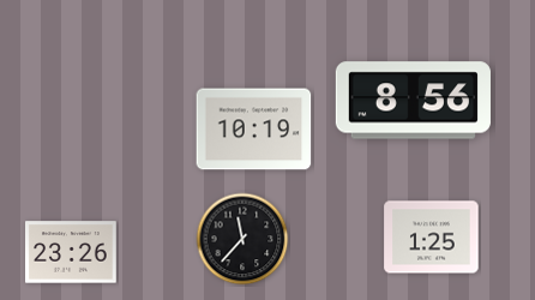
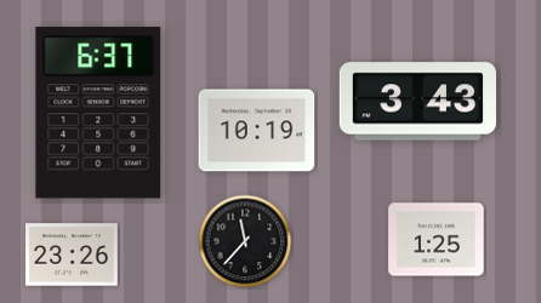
clock at (413, 101): 8:56 -> 3:43
clock at (98, 113): none -> 6:37
